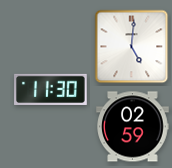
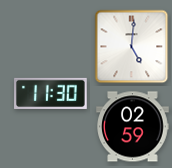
clock at (51, 89) position: (51, 89) -> (51, 93)
